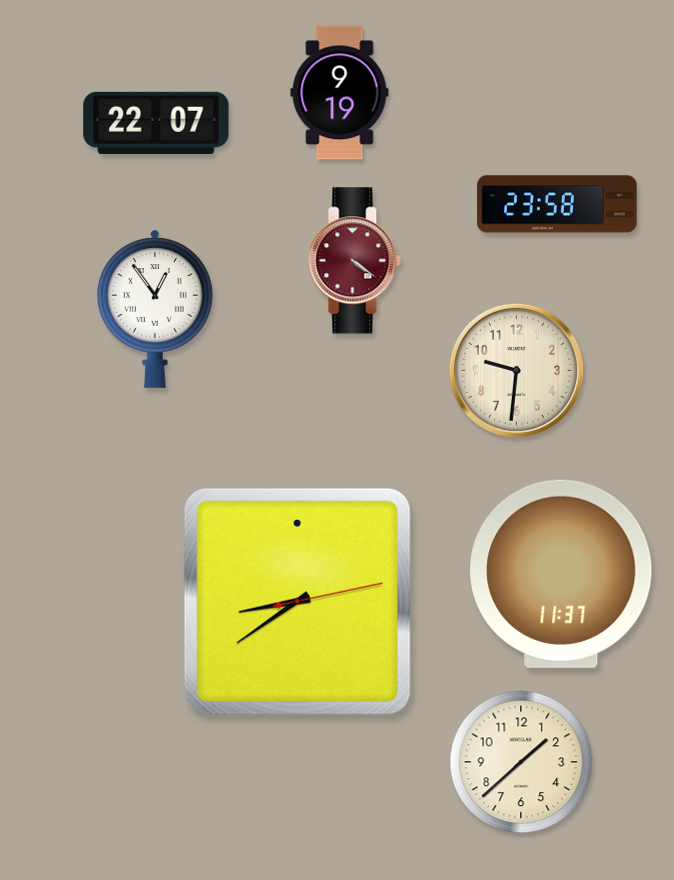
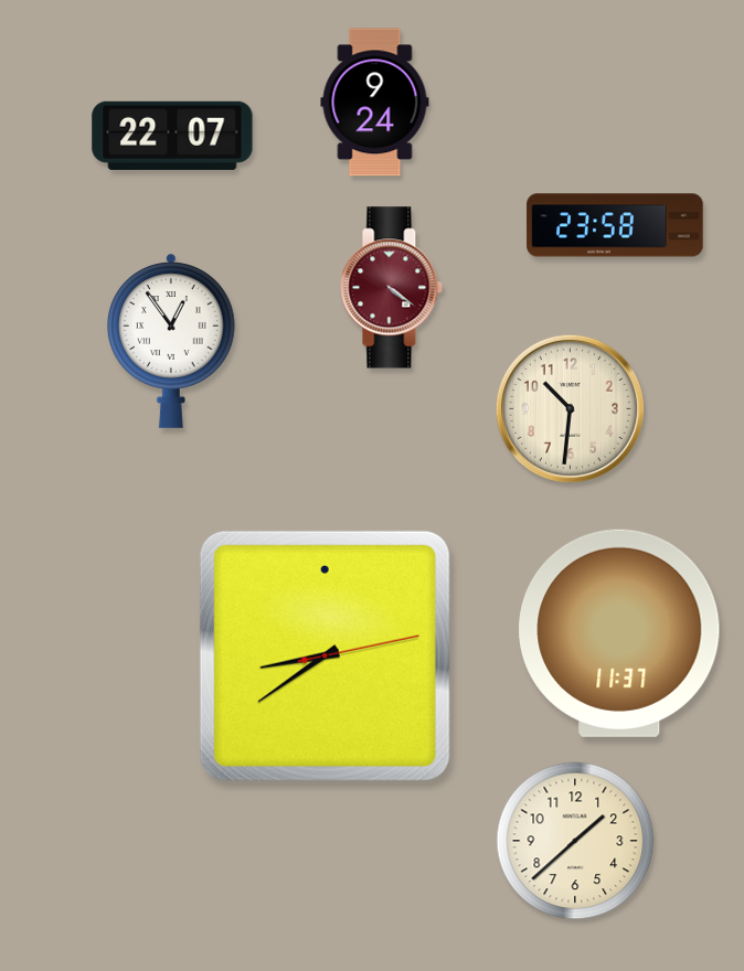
clock at (340, 93): 9:19 -> 9:24
clock at (516, 370): 9:31 -> 10:31
clock at (297, 601) position: (297, 601) -> (325, 655)
